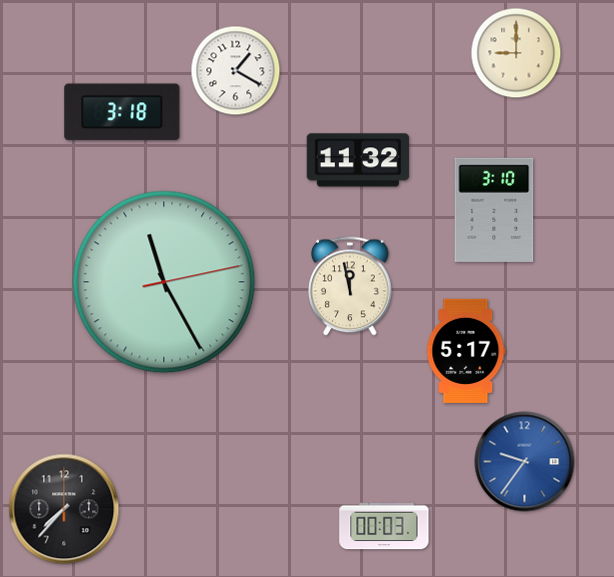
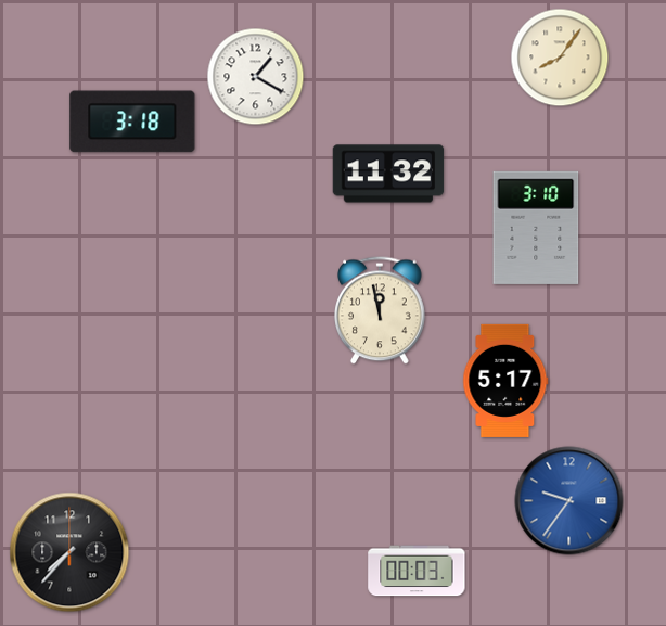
clock at (516, 53): 9:00 -> 8:06
clock at (164, 282): 11:25 -> none
